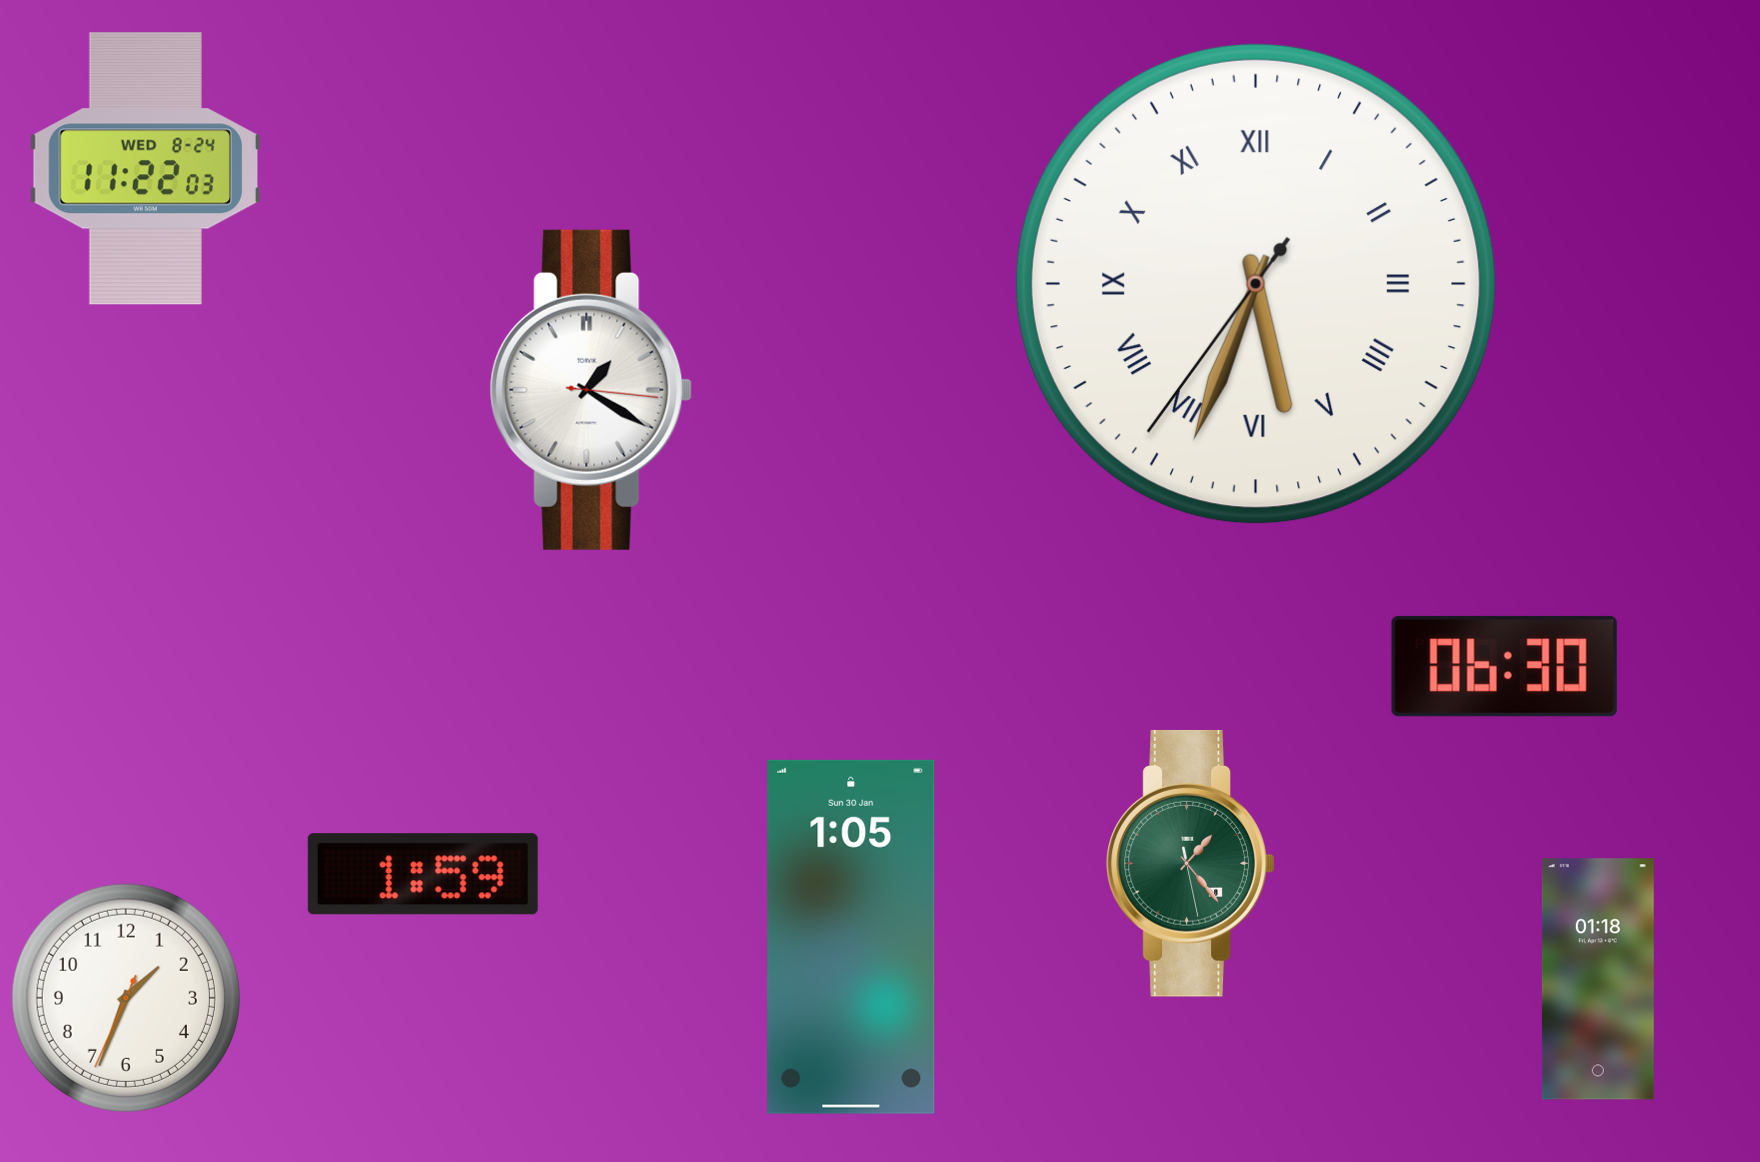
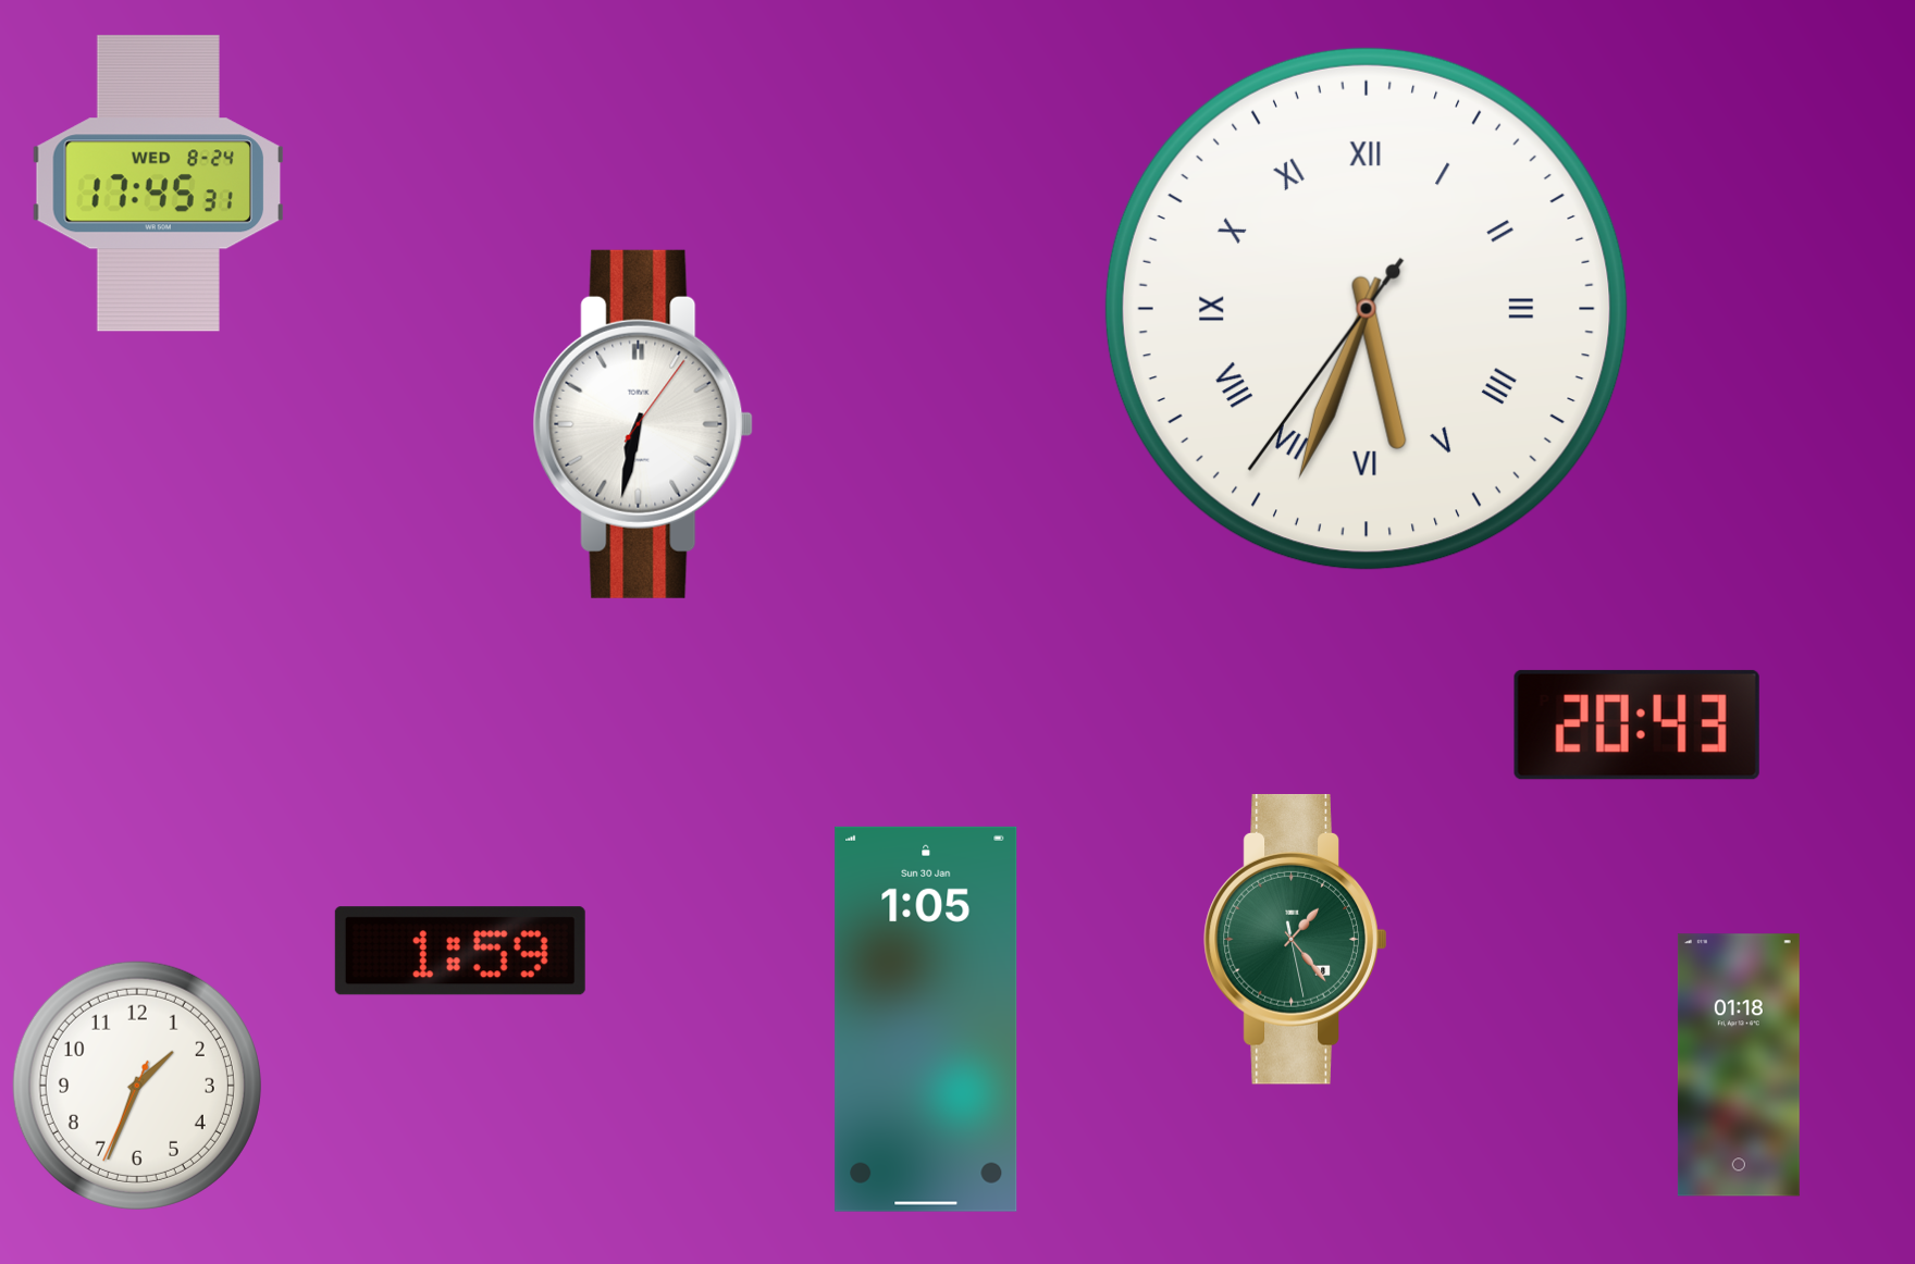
clock at (145, 169): 11:22 -> 17:45
clock at (591, 390): 1:20 -> 6:32
clock at (1504, 666): 06:30 -> 20:43
